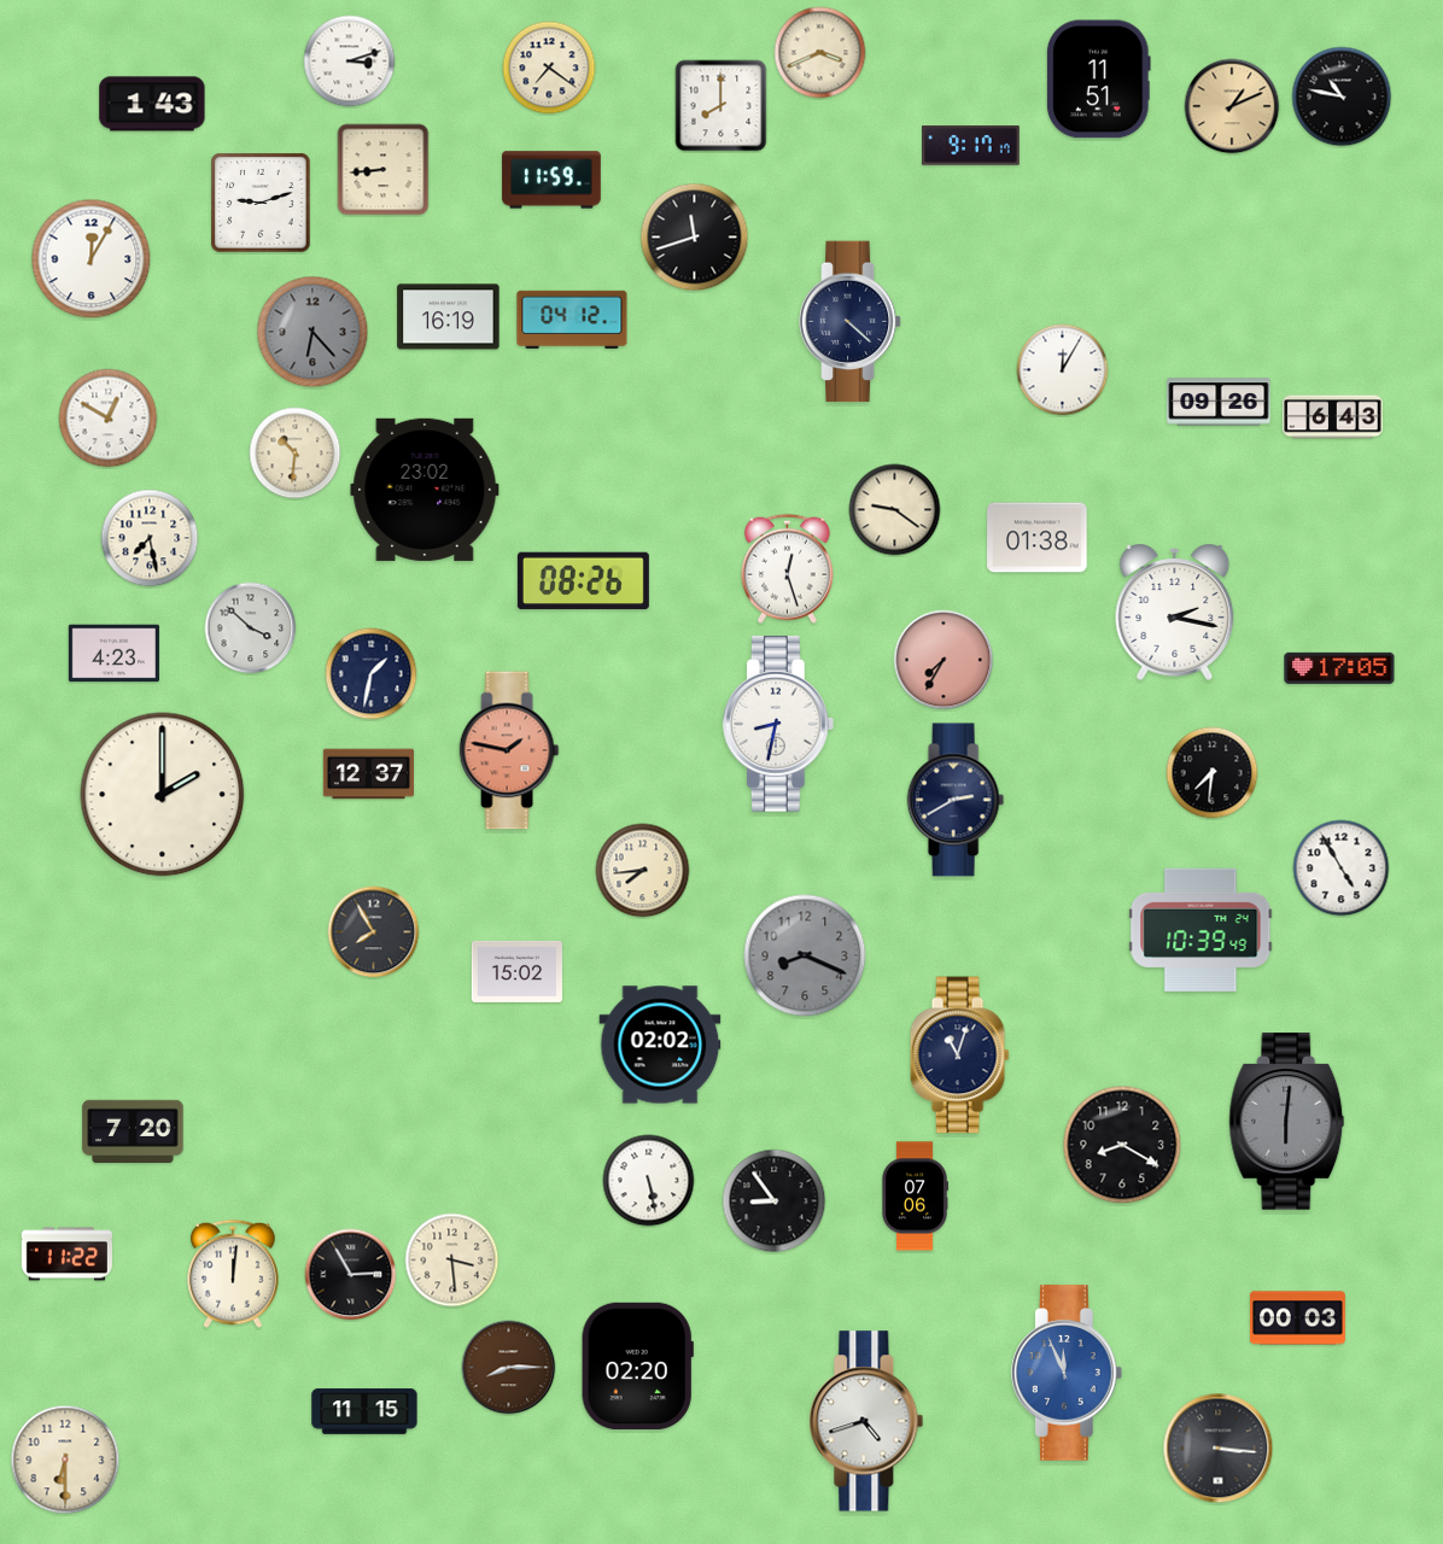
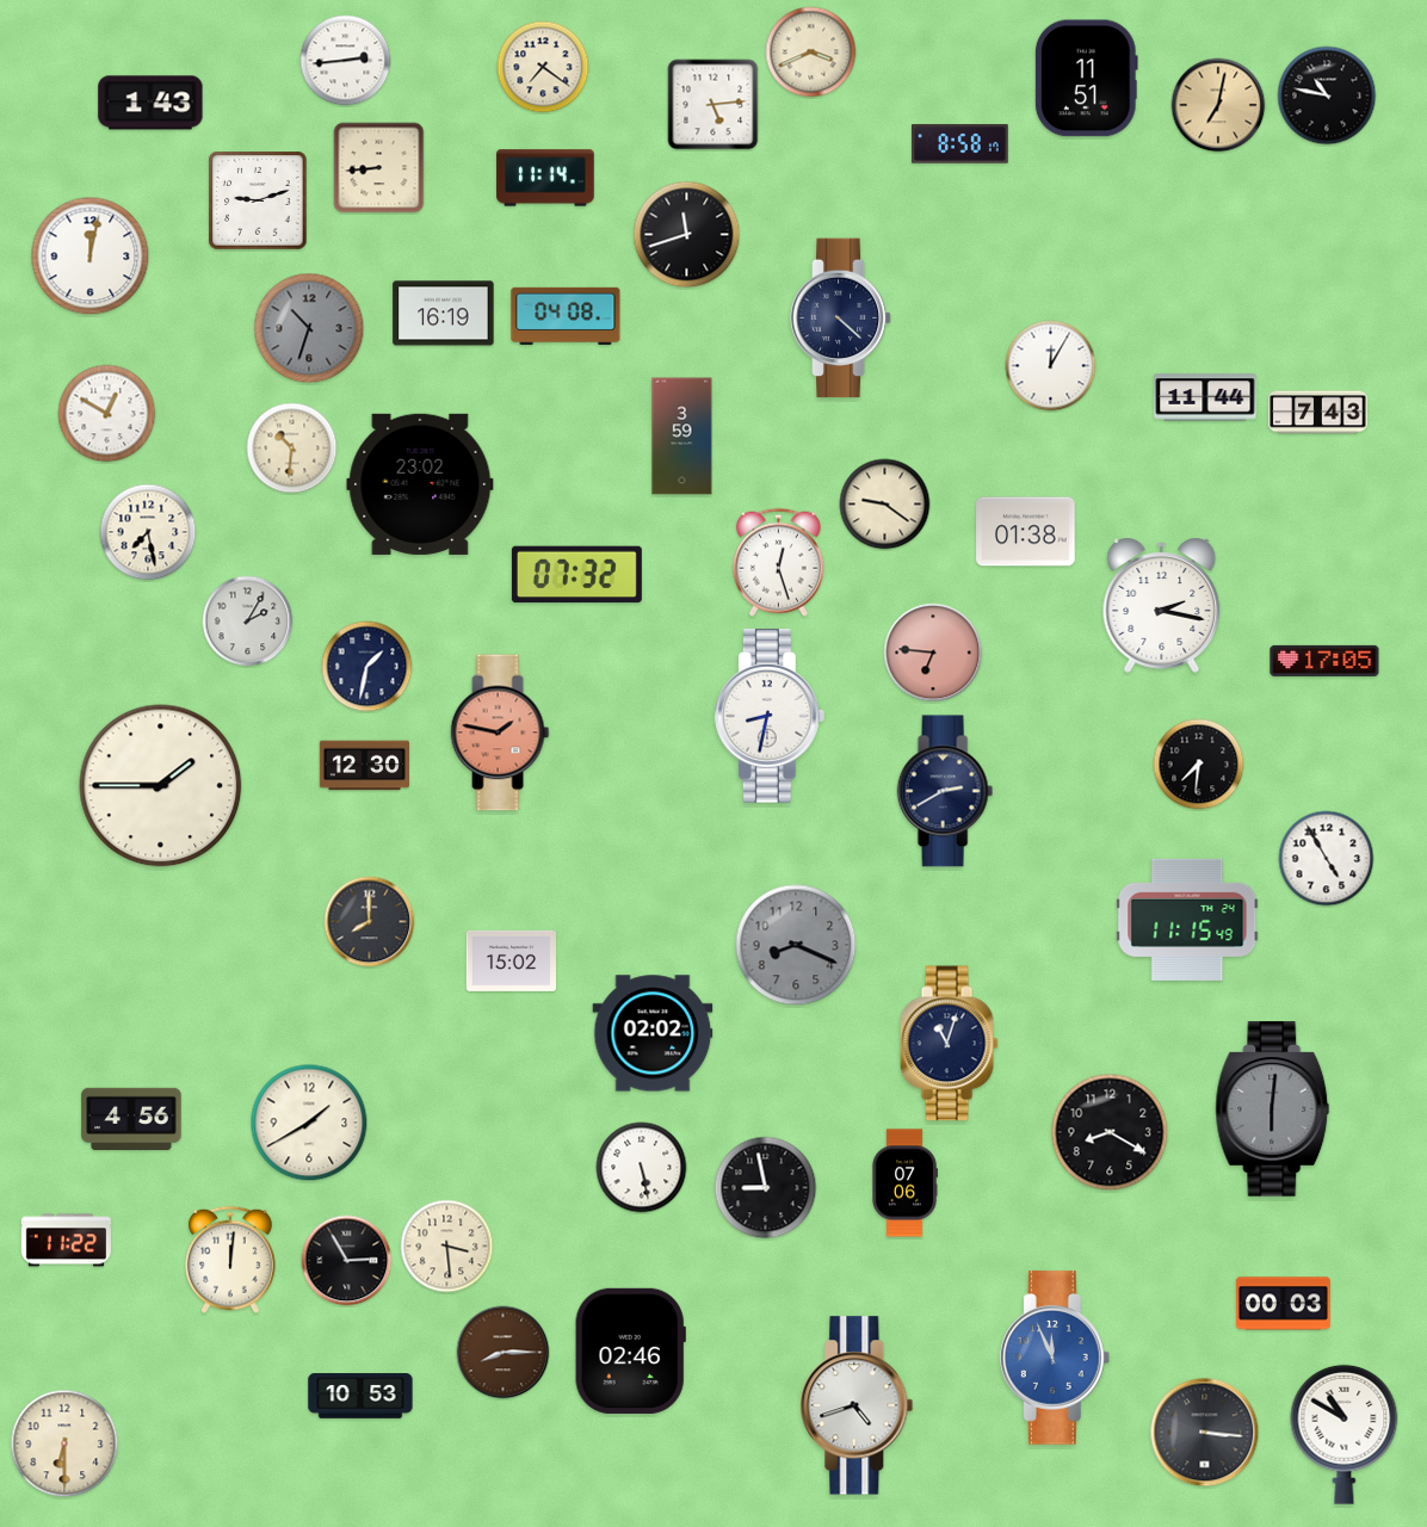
clock at (350, 62): 3:12 -> 2:44
clock at (721, 106): 8:00 -> 5:14
clock at (1232, 106): 1:11 -> 7:02
clock at (971, 146): 9:17 -> 8:58
clock at (551, 180): 11:59 -> 11:14
clock at (92, 259): 12:05 -> 12:02
clock at (572, 320): 04:12 -> 04:08
clock at (312, 332): 6:23 -> 10:33
clock at (1219, 402): 09:26 -> 11:44
clock at (1333, 417): 6:43 -> 7:43
clock at (682, 437): none -> 3:59
clock at (583, 581): 08:26 -> 07:32
clock at (251, 628): 3:52 -> 2:05
clock at (113, 654): 4:23 -> none
clock at (943, 660): 7:35 -> 6:46
clock at (509, 750) position: (509, 750) -> (500, 732)
clock at (368, 774): 12:37 -> 12:30
clock at (163, 795): 2:00 -> 1:45
clock at (643, 871): 7:44 -> none
clock at (1200, 930): 10:39 -> 11:15
clock at (374, 932): 7:55 -> 8:00
clock at (133, 1130): 7:20 -> 4:56
clock at (309, 1123): none -> 1:40
clock at (775, 1201): 8:54 -> 8:58
clock at (637, 1365): 02:20 -> 02:46
clock at (364, 1411): 11:15 -> 10:53
clock at (1345, 1434): none -> 10:50
